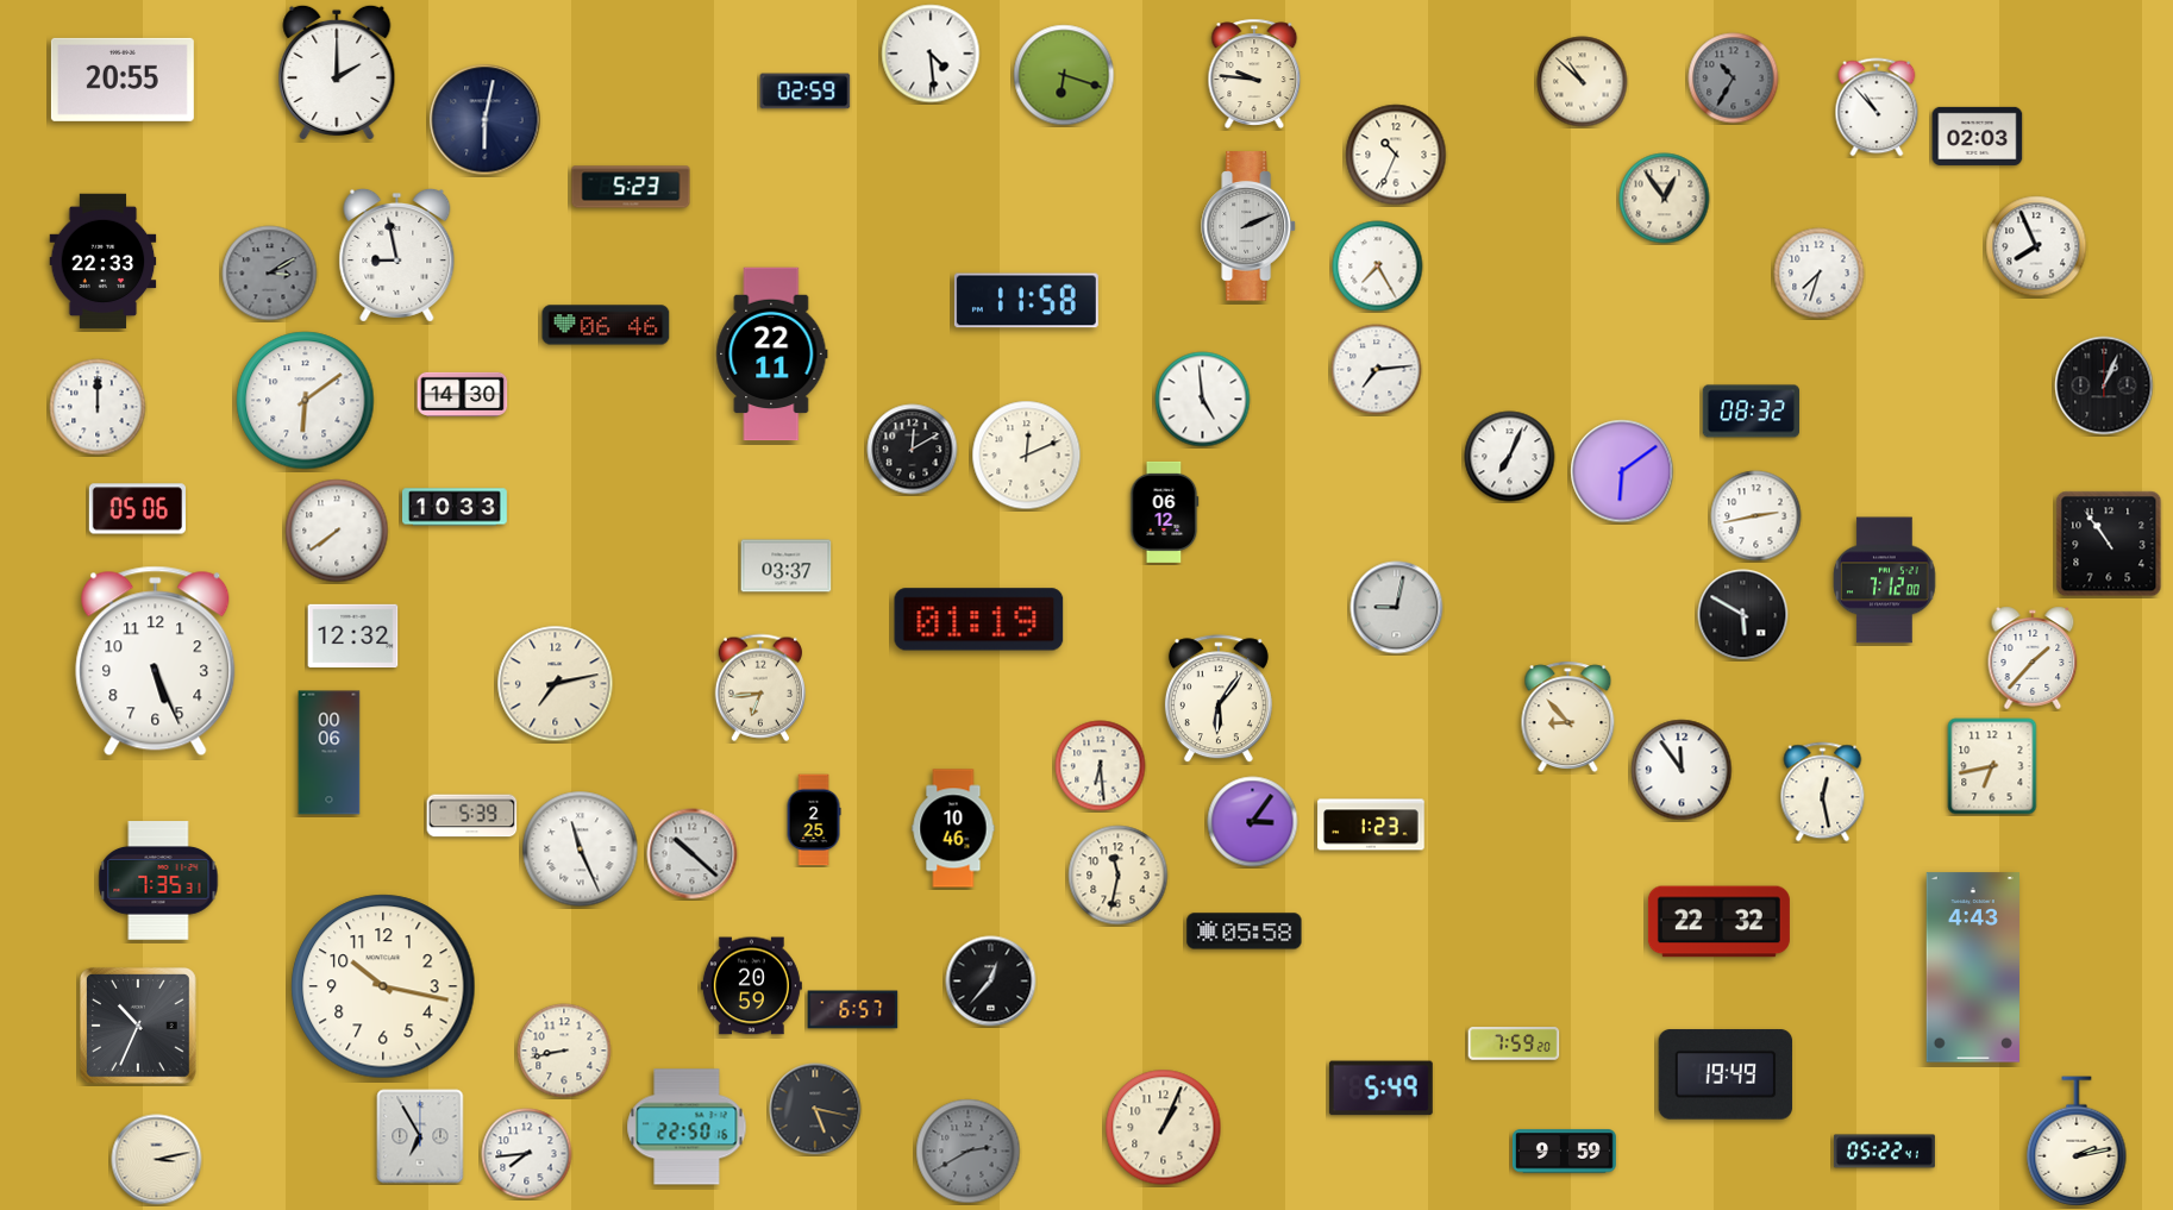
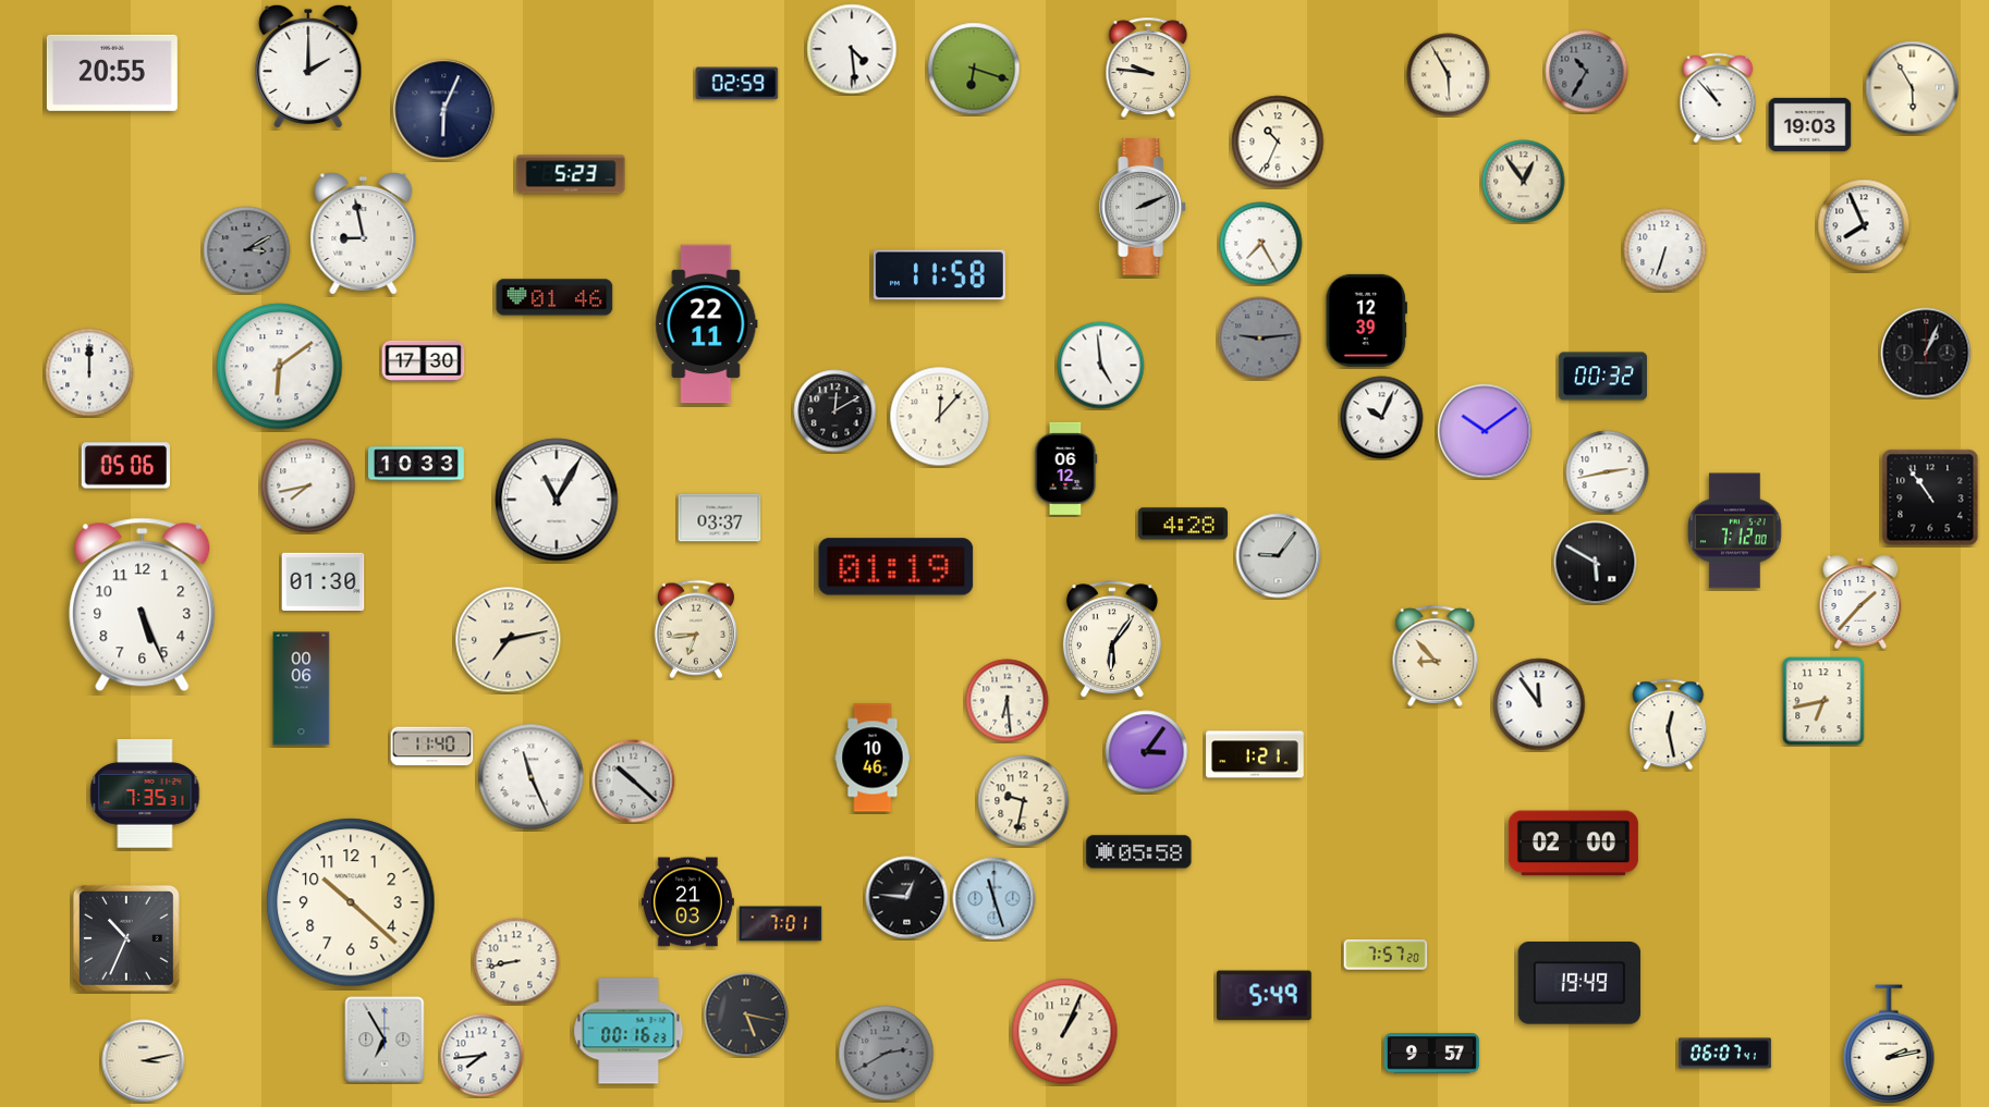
clock at (1583, 82): 10:52 -> 5:55
clock at (1913, 88): none -> 5:55
clock at (486, 120): 6:02 -> 6:04
clock at (1978, 136): 02:03 -> 19:03
clock at (631, 187) position: (631, 187) -> (571, 174)
clock at (104, 262): 22:33 -> none
clock at (1820, 274): 7:33 -> 6:33
clock at (606, 325): 06:46 -> 01:46
clock at (1366, 320): none -> 12:39
clock at (1377, 370): 7:14 -> 9:14
clock at (1377, 370) dial: white -> grey
clock at (463, 394): 14:30 -> 17:30
clock at (1751, 412): 08:32 -> 00:32
clock at (1027, 456): 12:11 -> 12:07
clock at (1510, 457): 7:04 -> 10:04
clock at (1622, 471): 6:09 -> 10:09
clock at (337, 531): 7:39 -> 7:43
clock at (557, 500): none -> 11:05
clock at (1183, 524): none -> 4:28
clock at (1885, 581) position: (1885, 581) -> (1735, 531)
clock at (1397, 608): 9:02 -> 9:06
clock at (353, 637): 12:32 -> 01:30
clock at (556, 684) position: (556, 684) -> (509, 640)
clock at (1219, 700) position: (1219, 700) -> (1112, 640)
clock at (472, 816): 5:39 -> 11:40
clock at (814, 820): 2:25 -> none
clock at (1371, 825): 1:23 -> 1:21
clock at (1119, 876): 11:32 -> 9:32
clock at (158, 880) position: (158, 880) -> (145, 794)
clock at (1718, 922): 22:32 -> 02:00
clock at (1973, 967): 4:43 -> none
clock at (991, 982): 12:37 -> 12:46
clock at (994, 899): none -> 11:27
clock at (383, 986): 10:17 -> 10:22
clock at (751, 986): 20:59 -> 21:03
clock at (853, 1010): 6:57 -> 7:01
clock at (1514, 1045): 7:59 -> 7:57
clock at (687, 1127): 22:50 -> 00:16
clock at (2077, 1141) position: (2077, 1141) -> (1889, 1044)
clock at (1564, 1152): 9:59 -> 9:57
clock at (1884, 1152): 05:22 -> 06:07
